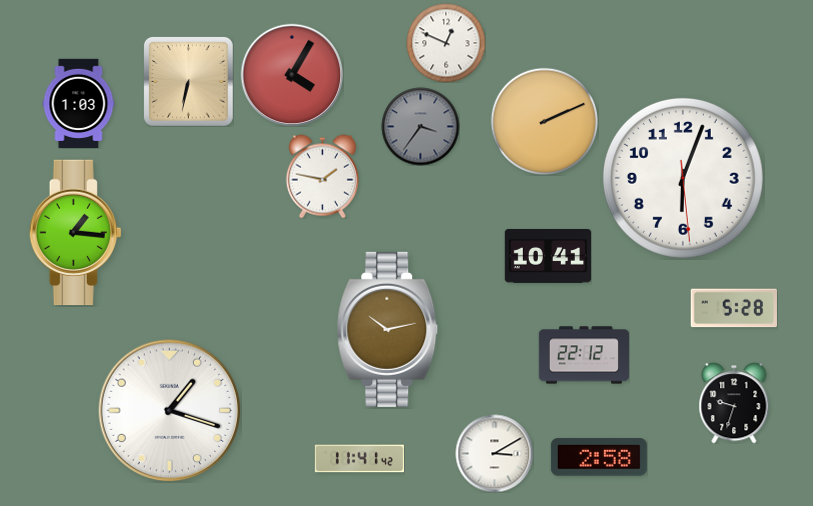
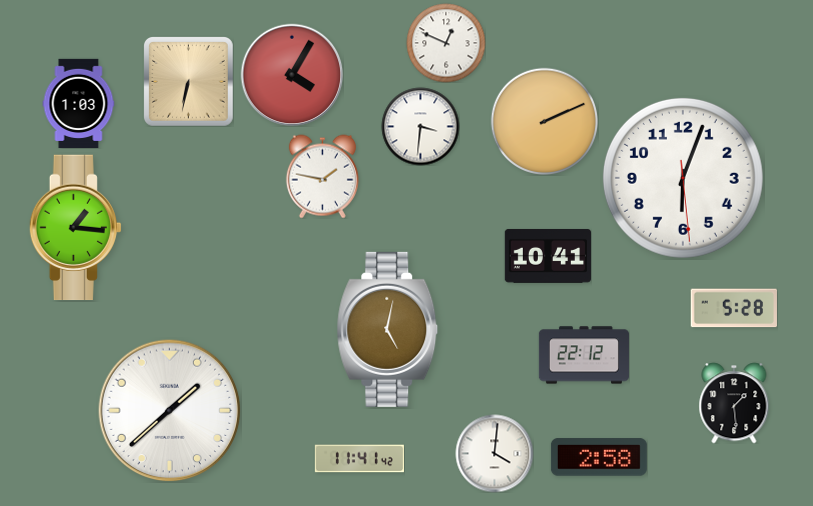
clock at (420, 126): 3:36 -> 3:31
clock at (420, 126) dial: grey -> white
clock at (75, 233) position: (75, 233) -> (75, 228)
clock at (388, 329): 10:13 -> 5:02
clock at (734, 403): 9:33 -> 1:29
clock at (169, 410): 1:18 -> 1:38
clock at (494, 453): 3:10 -> 4:01
